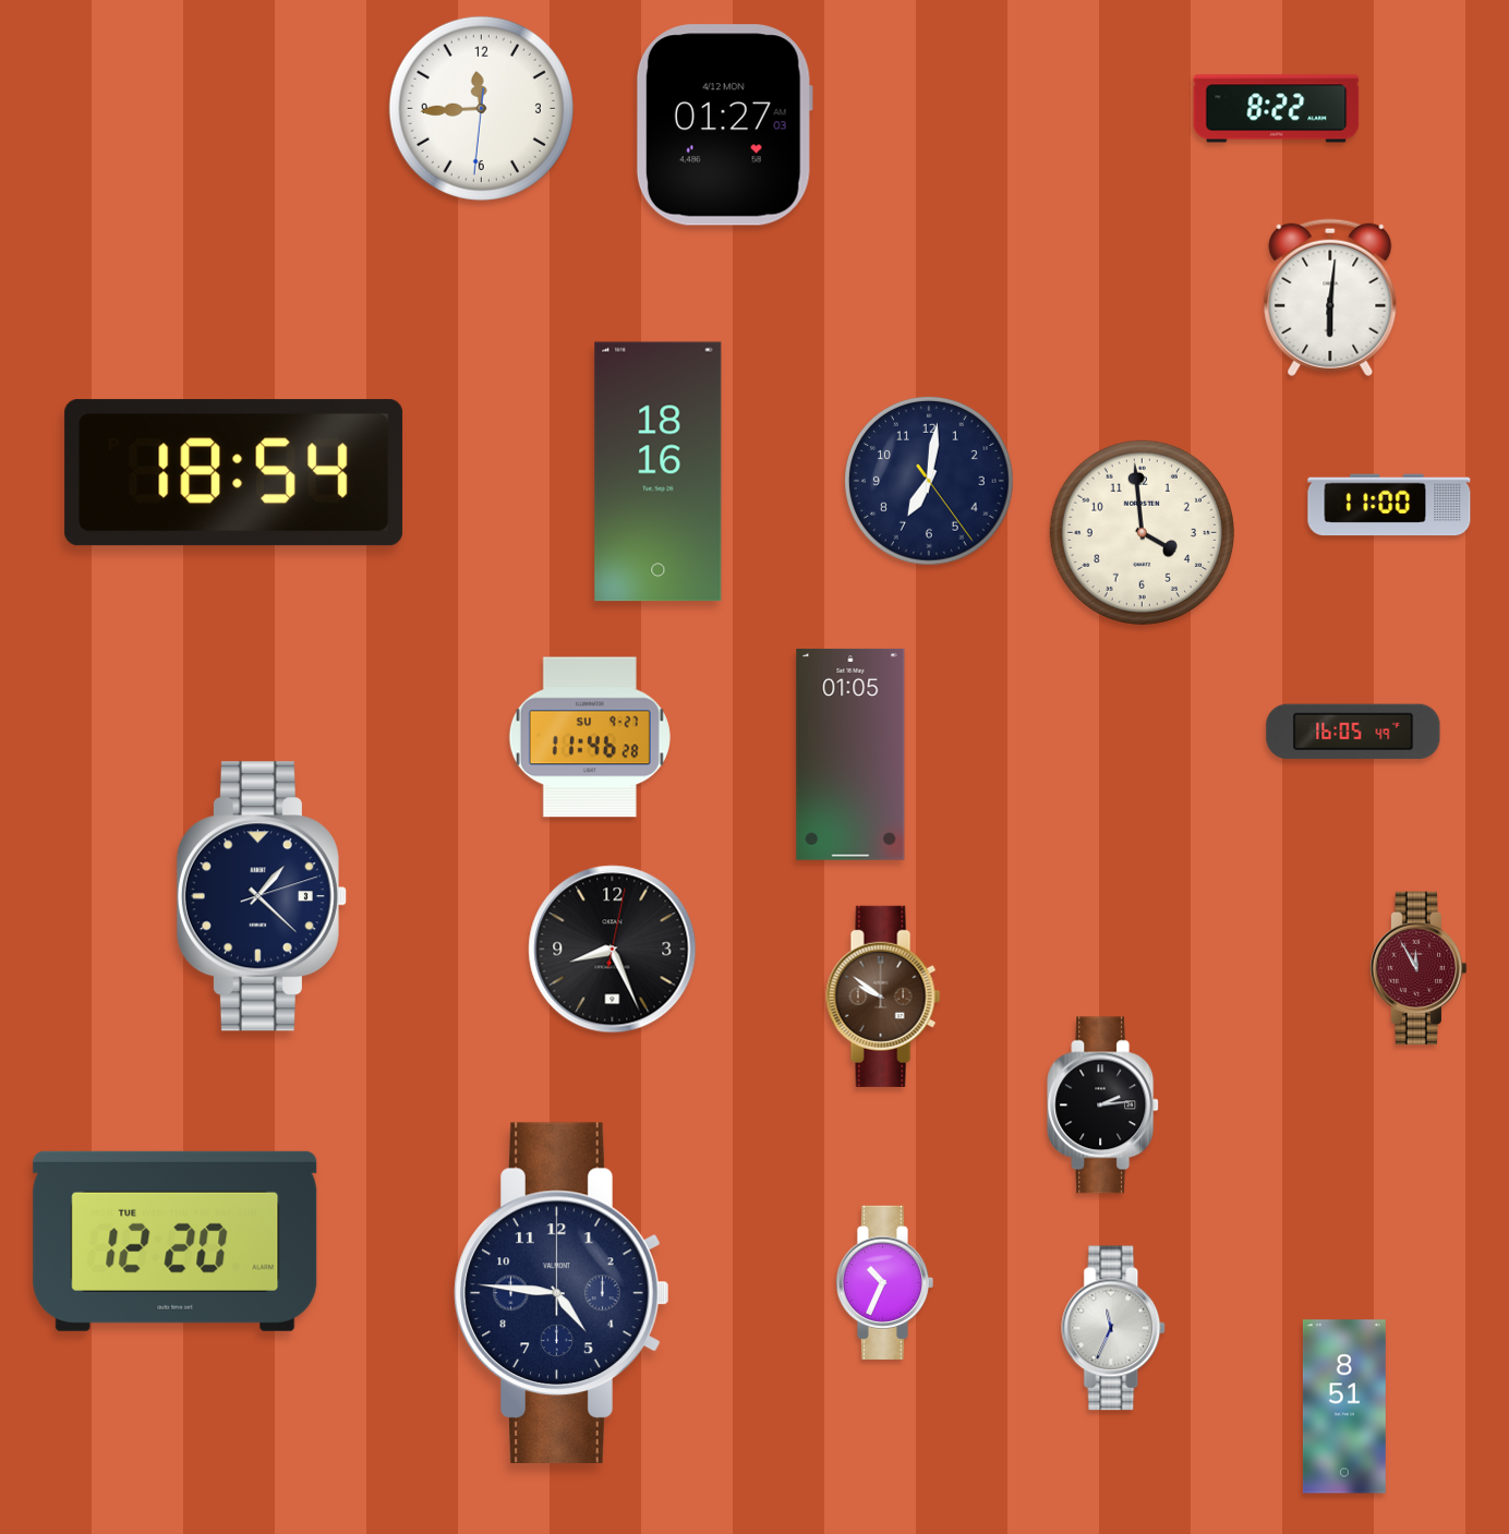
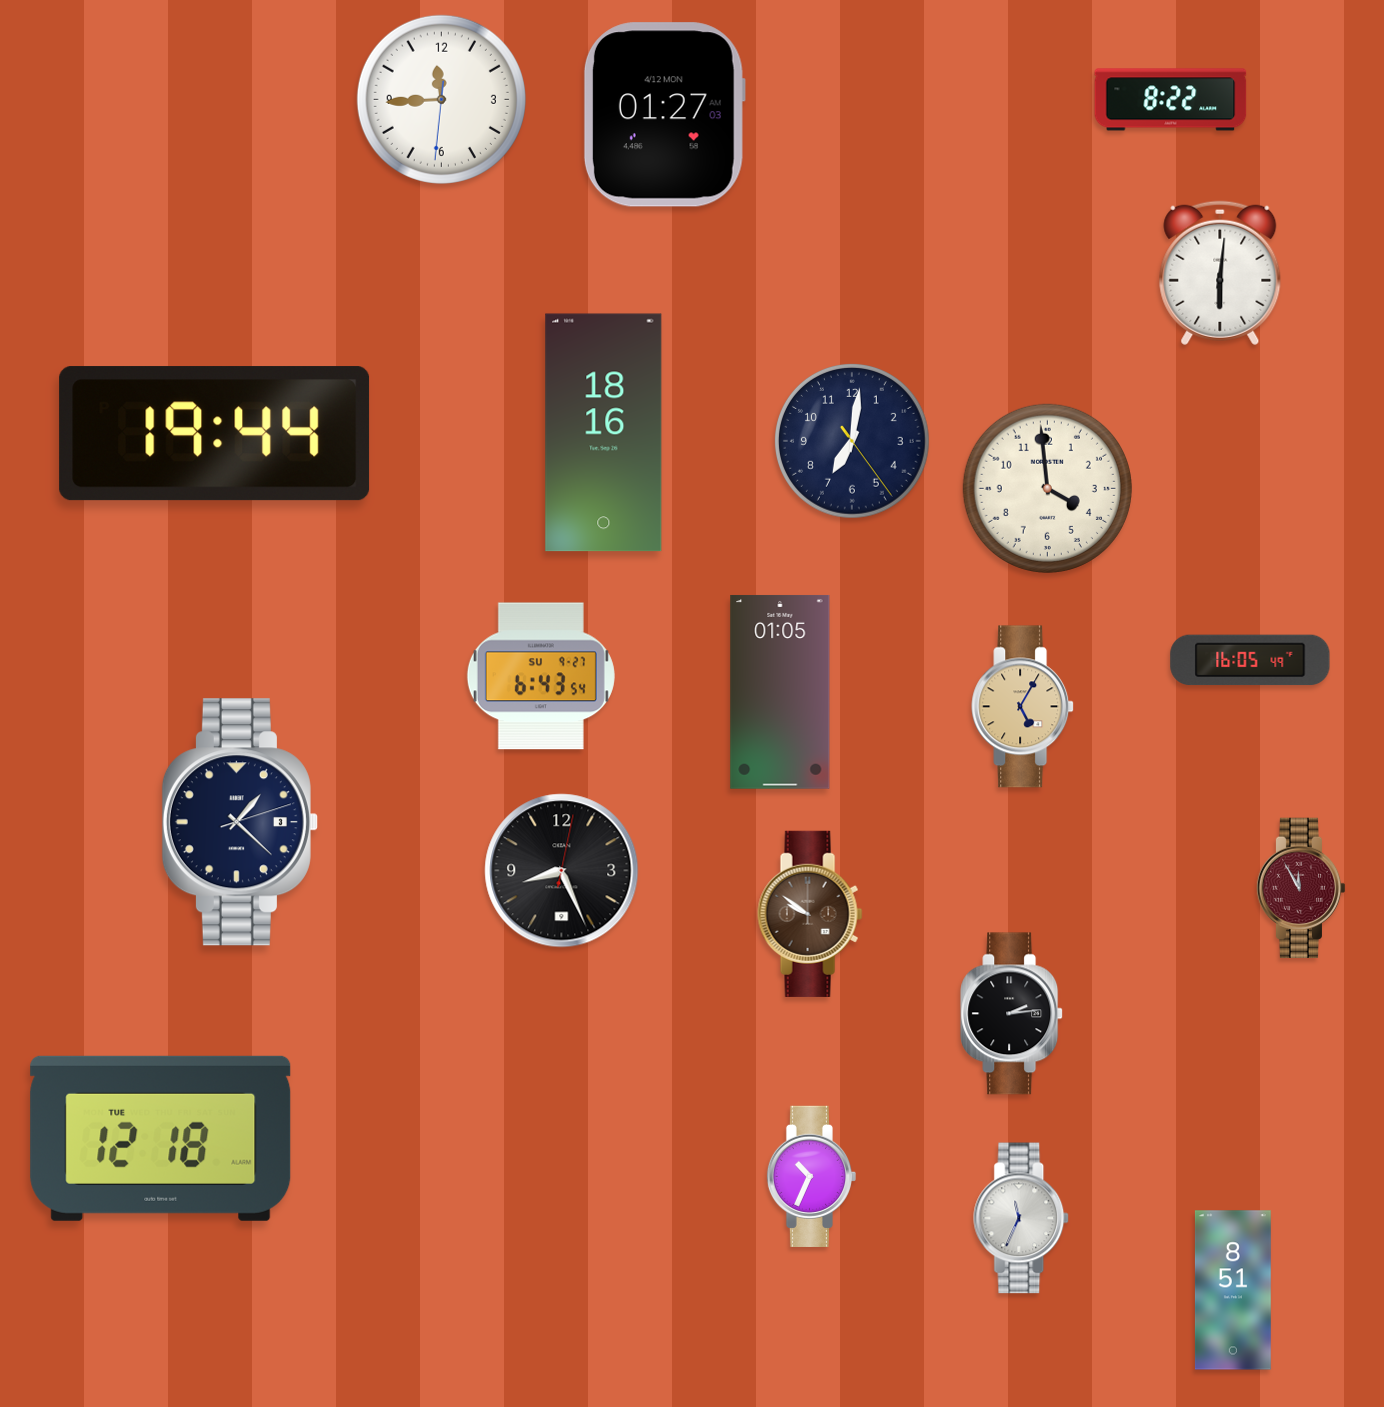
clock at (234, 473): 18:54 -> 19:44
clock at (1389, 505): 11:00 -> none
clock at (1353, 732) position: (1353, 732) -> (1250, 660)
clock at (590, 737): 11:46 -> 6:43
clock at (1023, 707): none -> 5:05
clock at (176, 1241): 12:20 -> 12:18
clock at (562, 1293): 4:46 -> none
